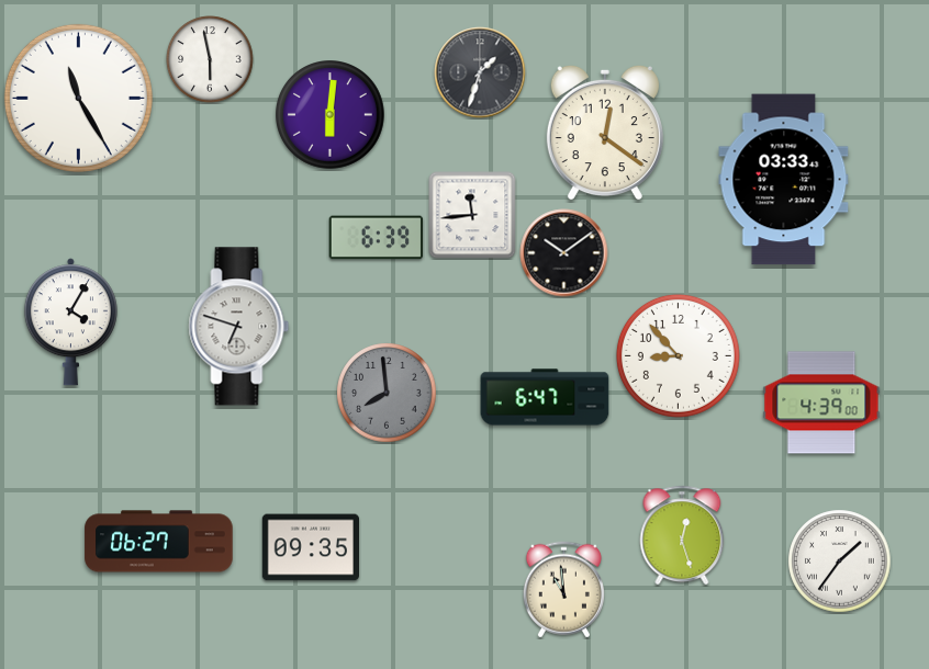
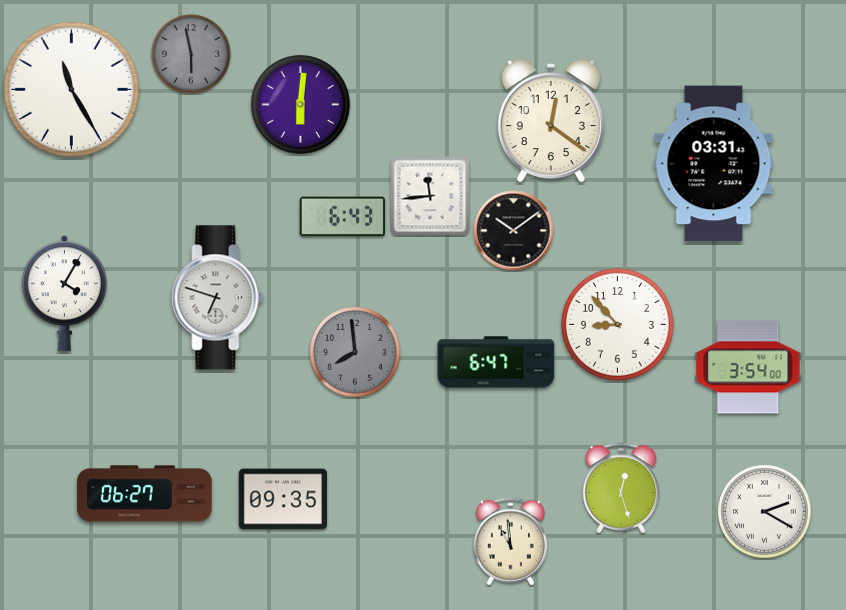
clock at (210, 59) dial: white -> grey
clock at (480, 72): 1:33 -> none
clock at (784, 180): 03:33 -> 03:31
clock at (377, 238): 6:39 -> 6:43
clock at (387, 393) position: (387, 393) -> (355, 352)
clock at (821, 402): 4:39 -> 3:54
clock at (840, 562): 1:36 -> 2:20
clock at (563, 590) position: (563, 590) -> (510, 542)
